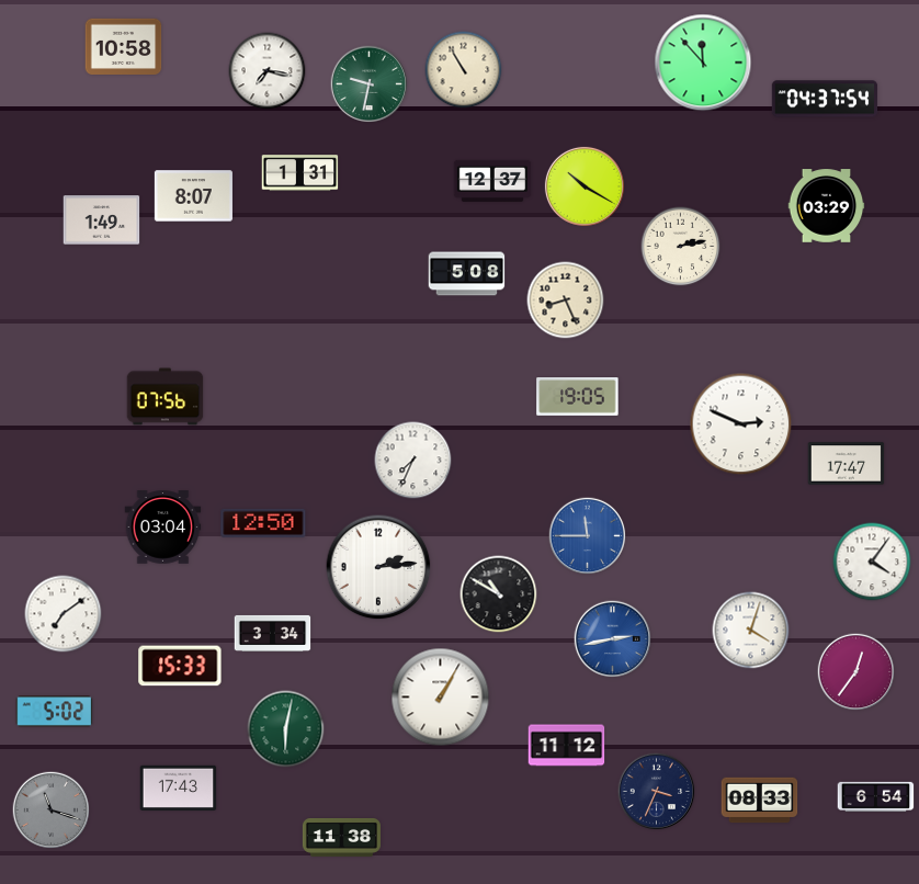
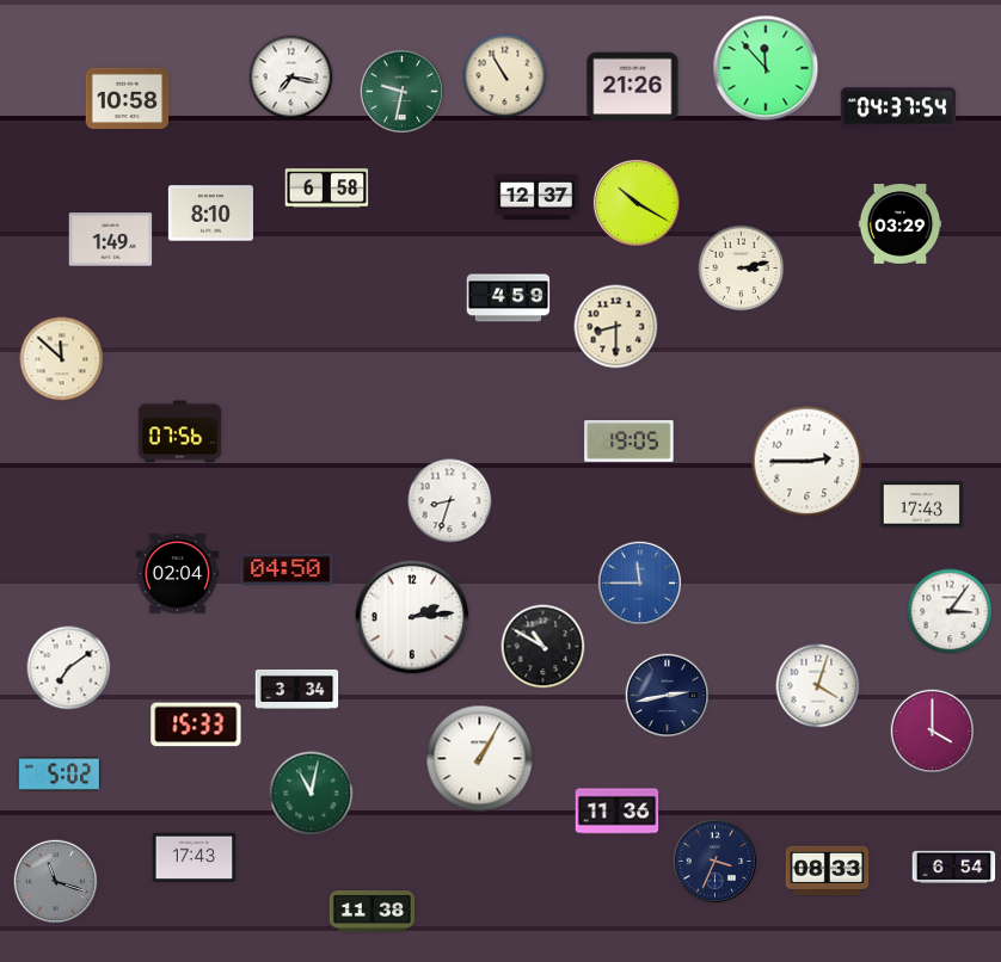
clock at (124, 46) position: (124, 46) -> (128, 98)
clock at (633, 87): none -> 21:26
clock at (300, 173): 1:31 -> 6:58
clock at (193, 196): 8:07 -> 8:10
clock at (681, 247): 2:13 -> 3:13
clock at (467, 274): 5:08 -> 4:59
clock at (566, 301): 8:26 -> 8:30
clock at (62, 359): none -> 11:52
clock at (578, 397) position: (578, 397) -> (630, 442)
clock at (741, 424): 2:49 -> 2:45
clock at (413, 461): 7:34 -> 8:33
clock at (847, 464): 17:47 -> 17:43
clock at (263, 523): 12:50 -> 04:50
clock at (163, 528): 03:04 -> 02:04
clock at (872, 562): 4:06 -> 3:06
clock at (613, 639) dial: blue -> navy
clock at (856, 672): 12:36 -> 4:00
clock at (286, 729): 6:02 -> 11:02
clock at (567, 746): 11:12 -> 11:36
